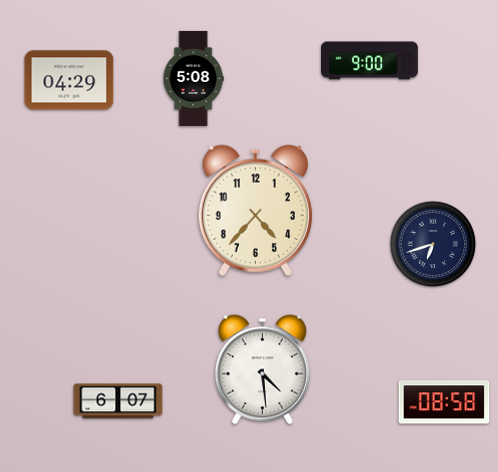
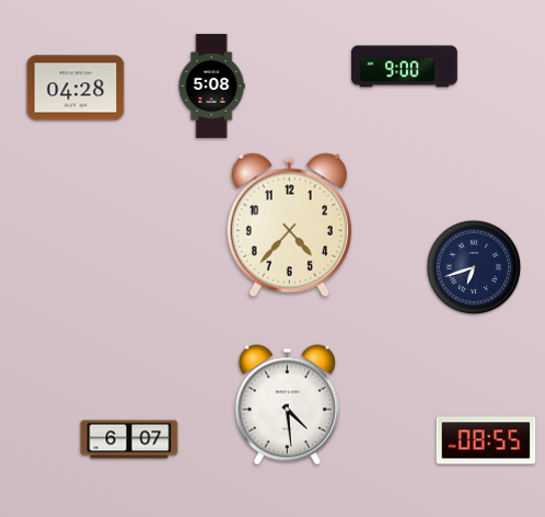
clock at (69, 80): 04:29 -> 04:28
clock at (255, 210) position: (255, 210) -> (289, 225)
clock at (444, 402): 08:58 -> 08:55
